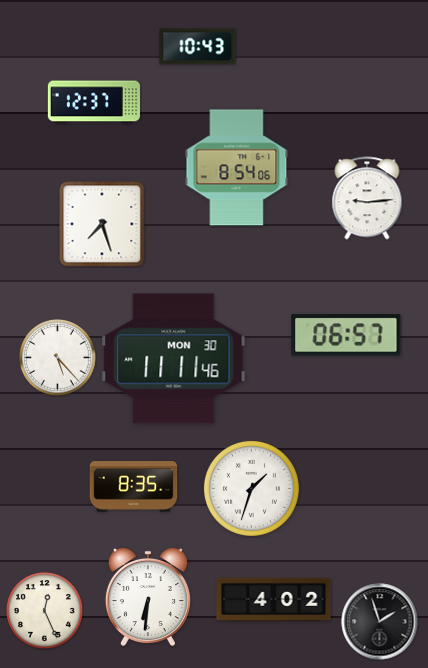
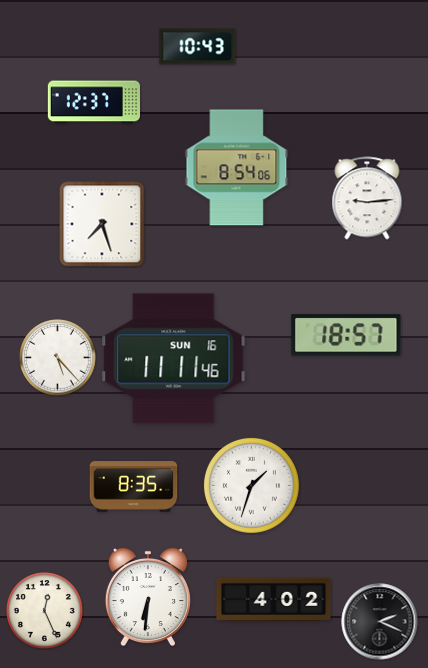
clock at (346, 335): 06:57 -> 18:57
clock at (174, 359) date: MON 30 -> SUN 16
clock at (251, 488) position: (251, 488) -> (251, 485)
clock at (380, 622): 1:57 -> 2:19
